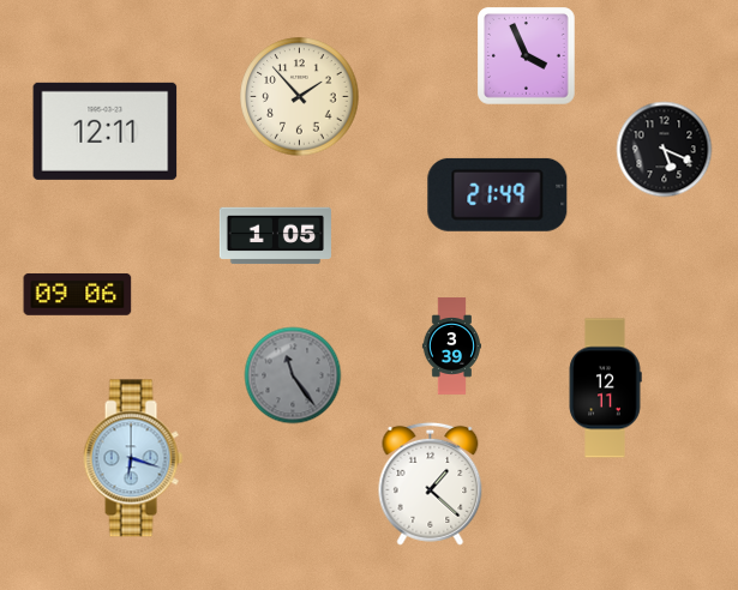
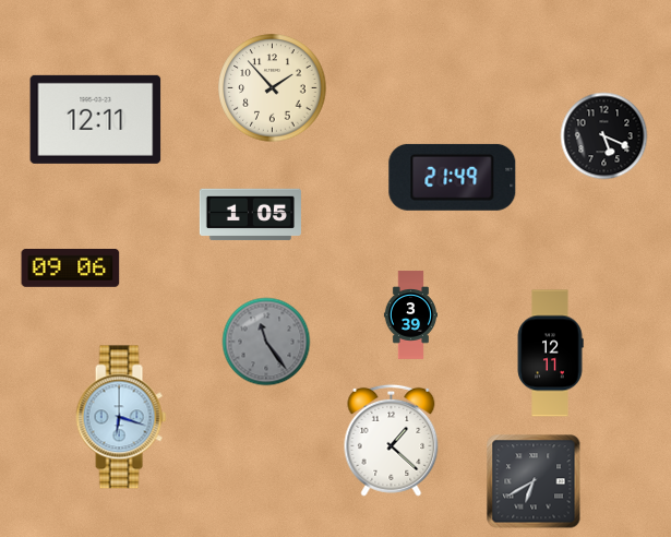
clock at (527, 56): 3:56 -> none
clock at (534, 481): none -> 6:40
